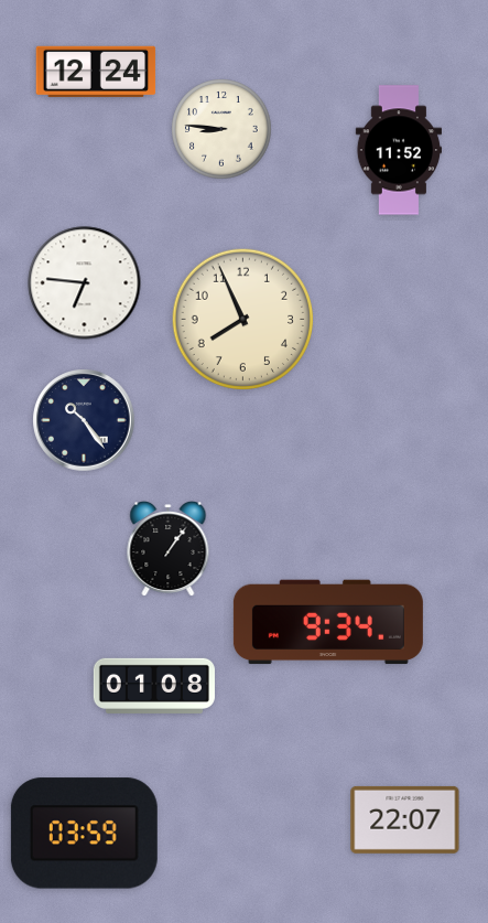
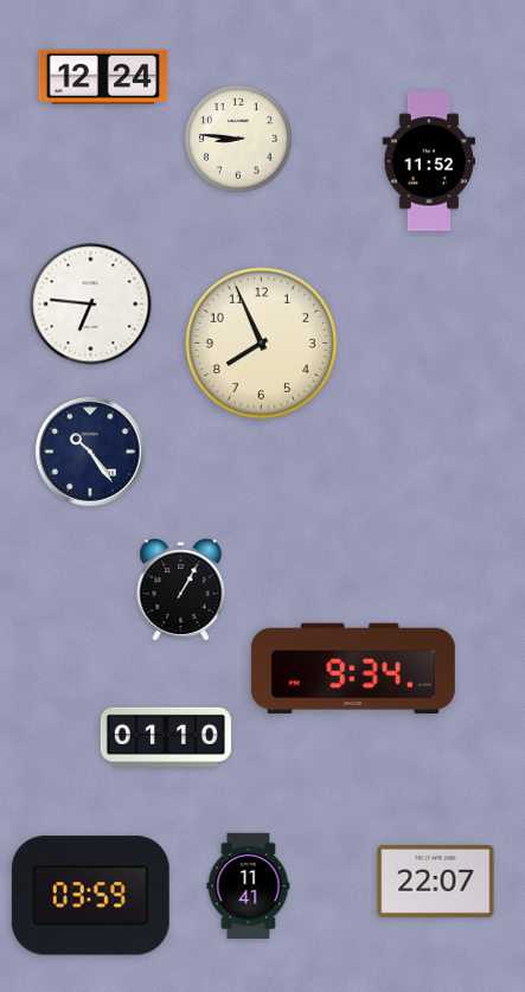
clock at (169, 549): 1:06 -> 1:05
clock at (154, 686): 01:08 -> 01:10
clock at (249, 885): none -> 11:41
